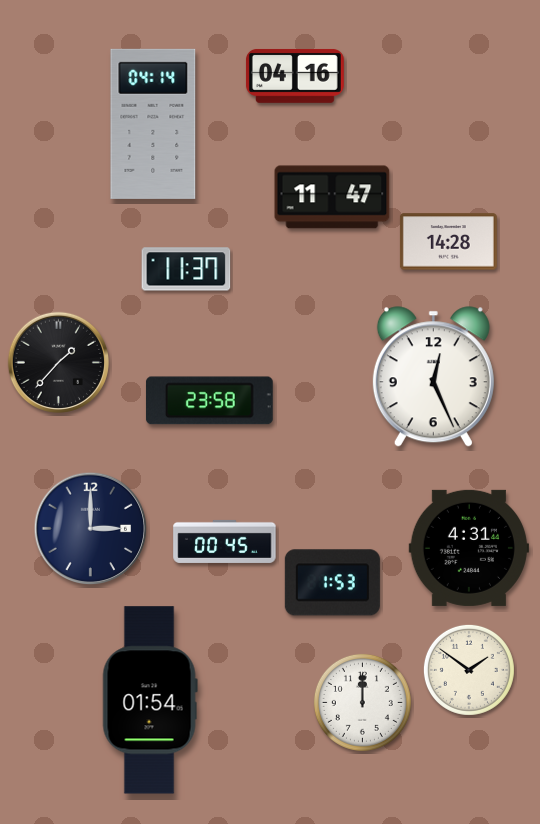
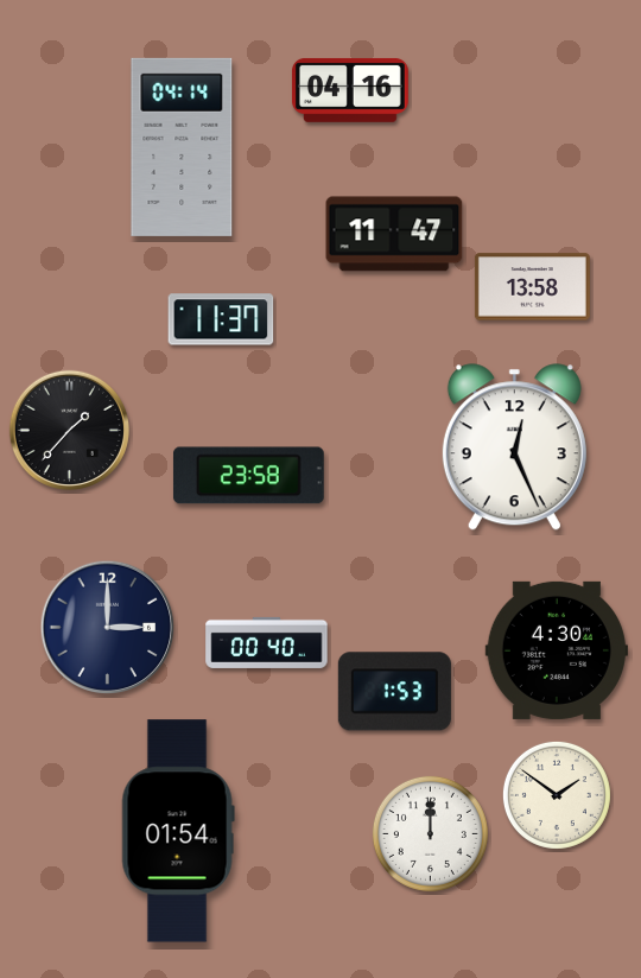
clock at (448, 242): 14:28 -> 13:58
clock at (225, 541): 00:45 -> 00:40
clock at (469, 548): 4:31 -> 4:30
